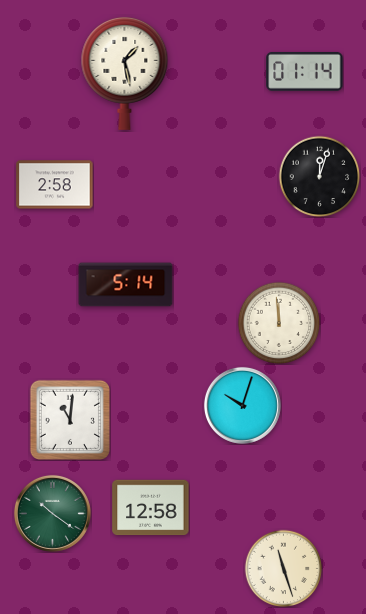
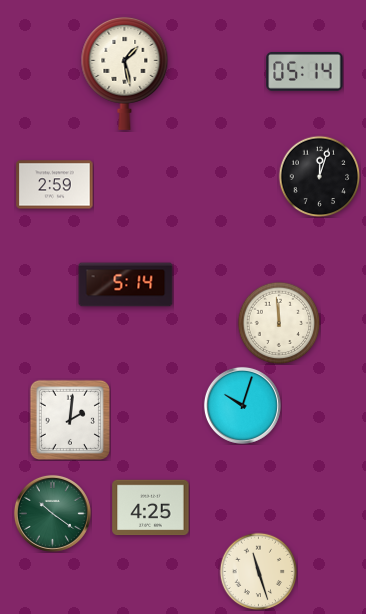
clock at (305, 71): 01:14 -> 05:14
clock at (55, 185): 2:58 -> 2:59
clock at (70, 420): 11:01 -> 2:01
clock at (151, 508): 12:58 -> 4:25
clock at (283, 568) position: (283, 568) -> (258, 571)
